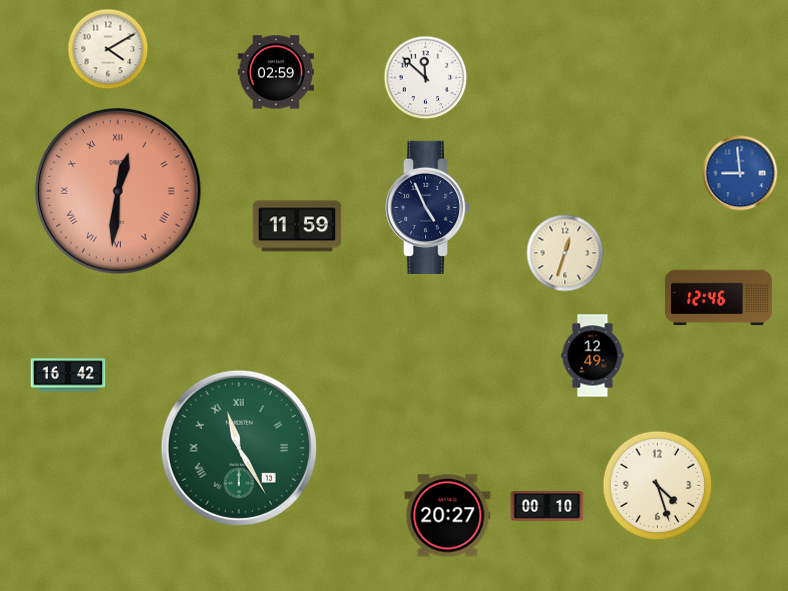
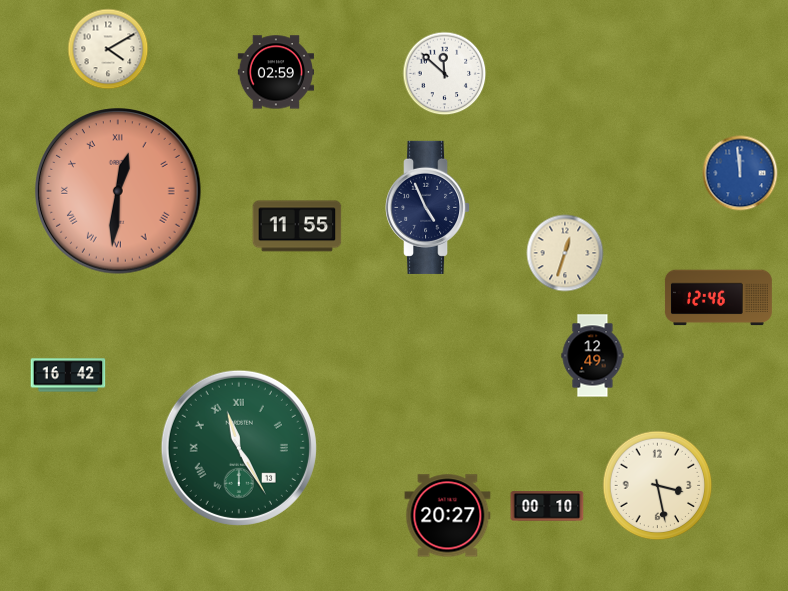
clock at (426, 78) position: (426, 78) -> (445, 74)
clock at (740, 173): 8:59 -> 11:59
clock at (297, 226): 11:59 -> 11:55
clock at (658, 486): 4:27 -> 3:28
